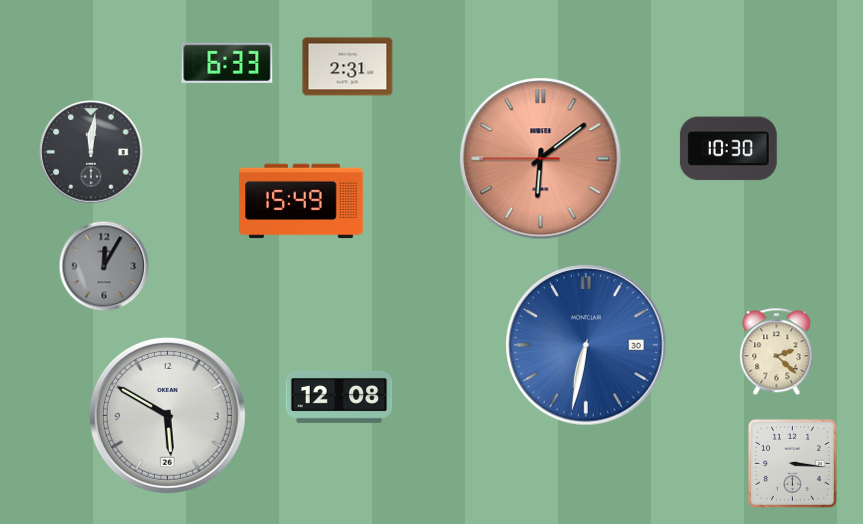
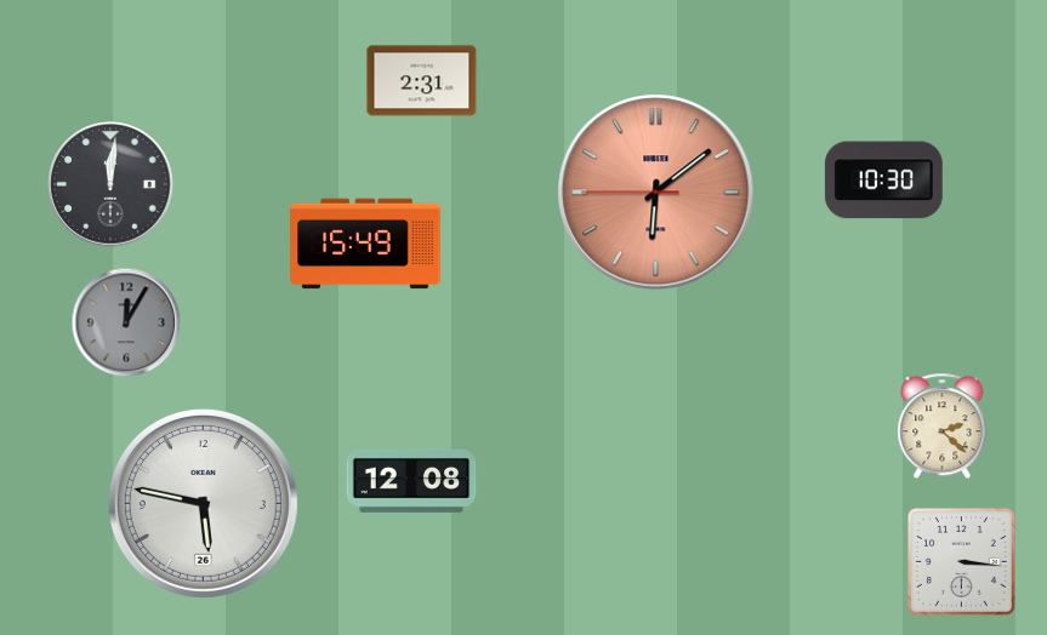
clock at (227, 63): 6:33 -> none
clock at (586, 345): 6:32 -> none
clock at (167, 415): 5:50 -> 5:47
